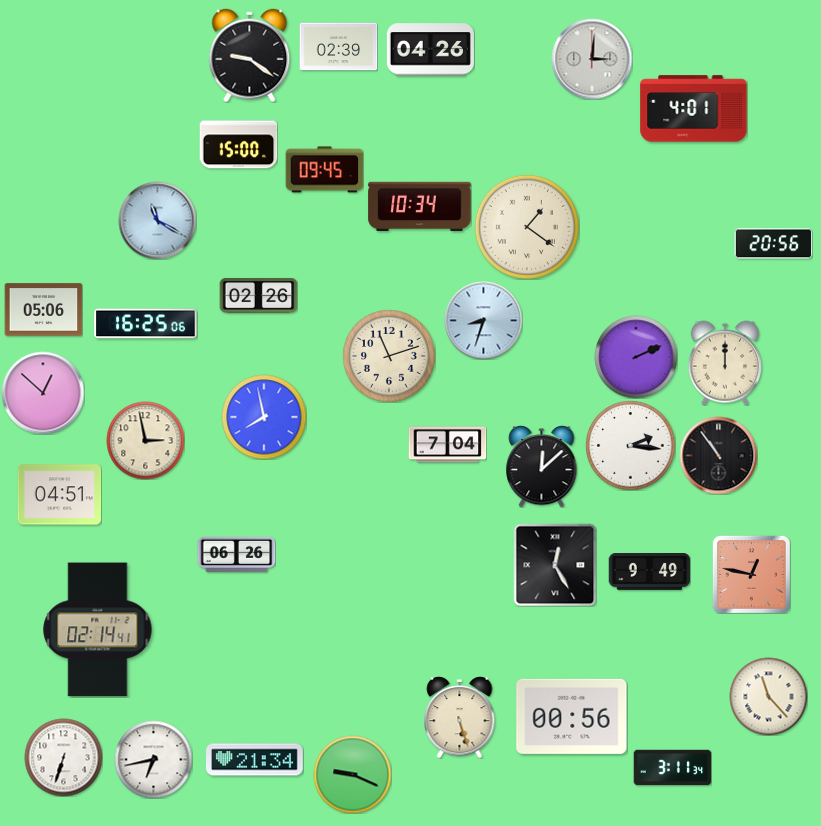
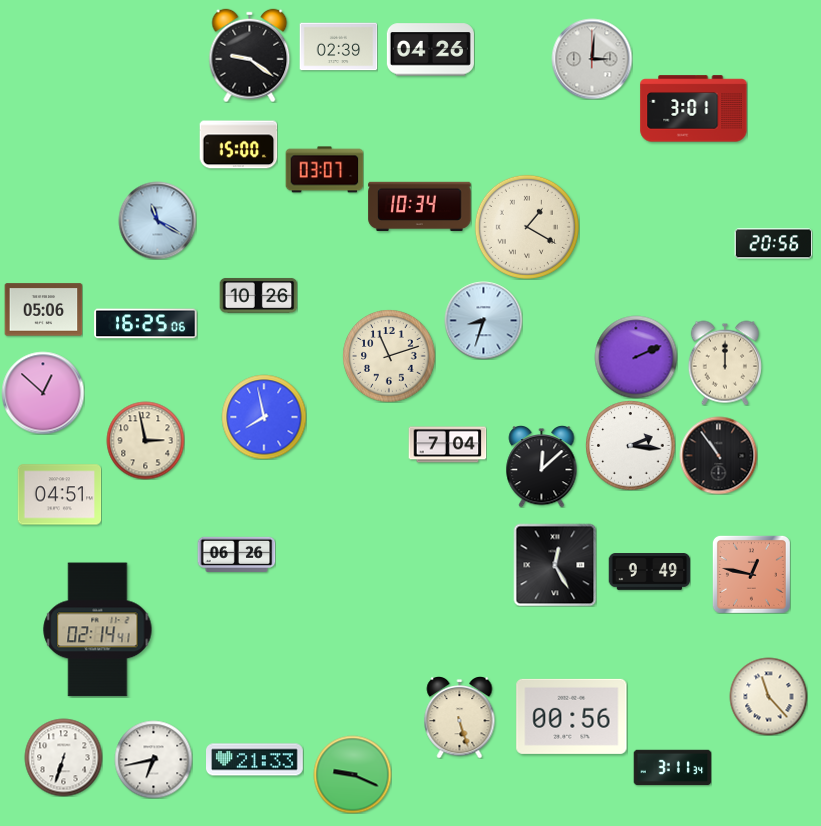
clock at (694, 109): 4:01 -> 3:01
clock at (324, 170): 09:45 -> 03:07
clock at (527, 227): 1:21 -> 1:20
clock at (258, 295): 02:26 -> 10:26
clock at (255, 760): 21:34 -> 21:33
